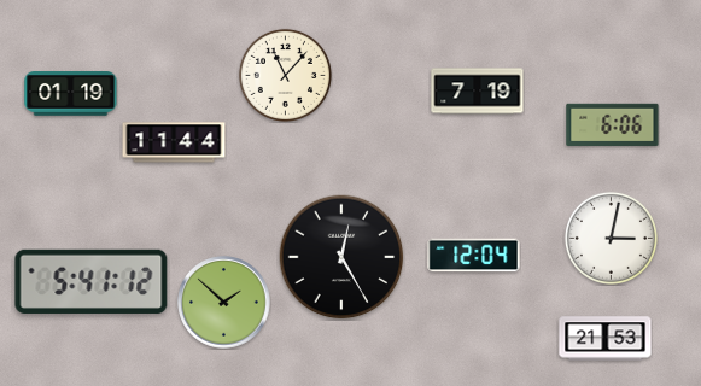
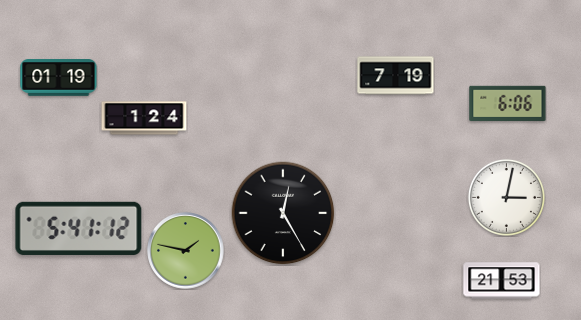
clock at (285, 75): 11:07 -> none
clock at (174, 142): 11:44 -> 1:24
clock at (474, 256): 12:04 -> none
clock at (92, 281) position: (92, 281) -> (79, 228)
clock at (224, 303): 1:52 -> 1:47
